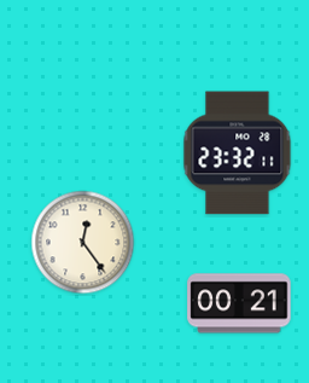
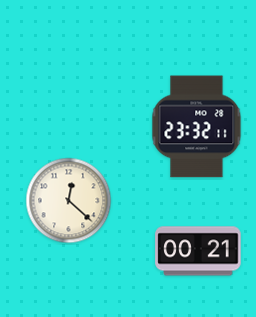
clock at (83, 243): 12:24 -> 12:22
